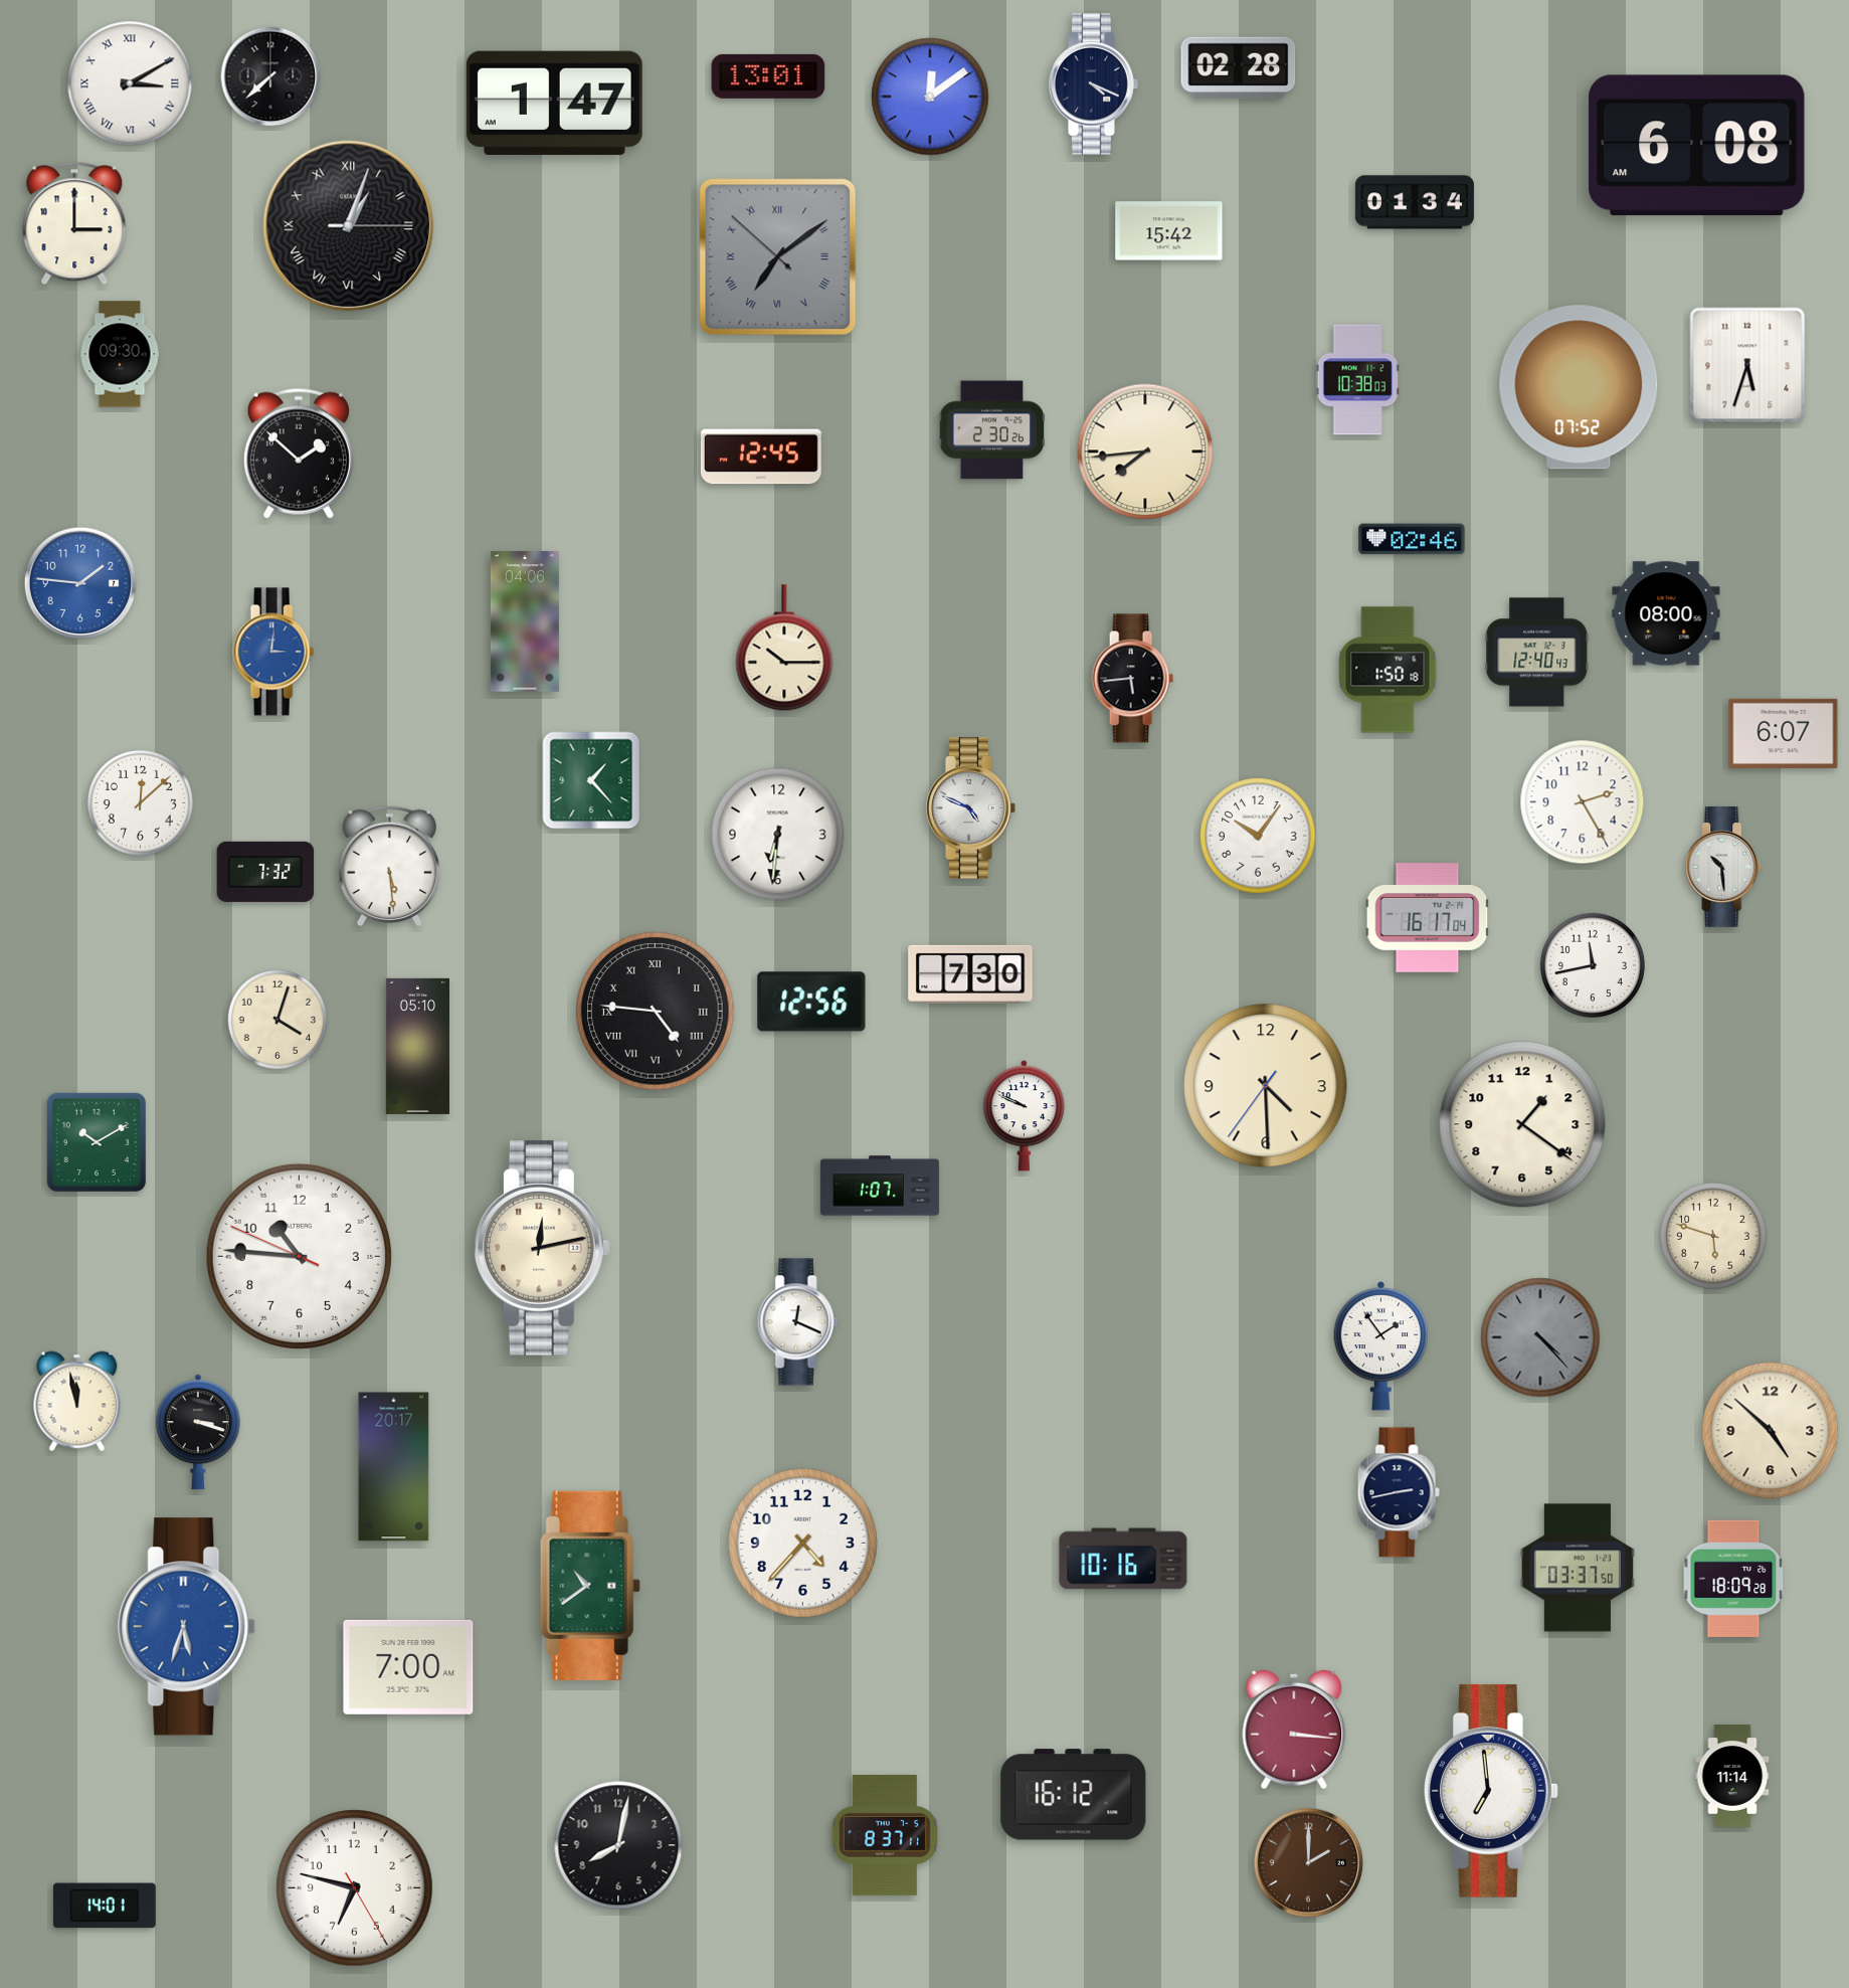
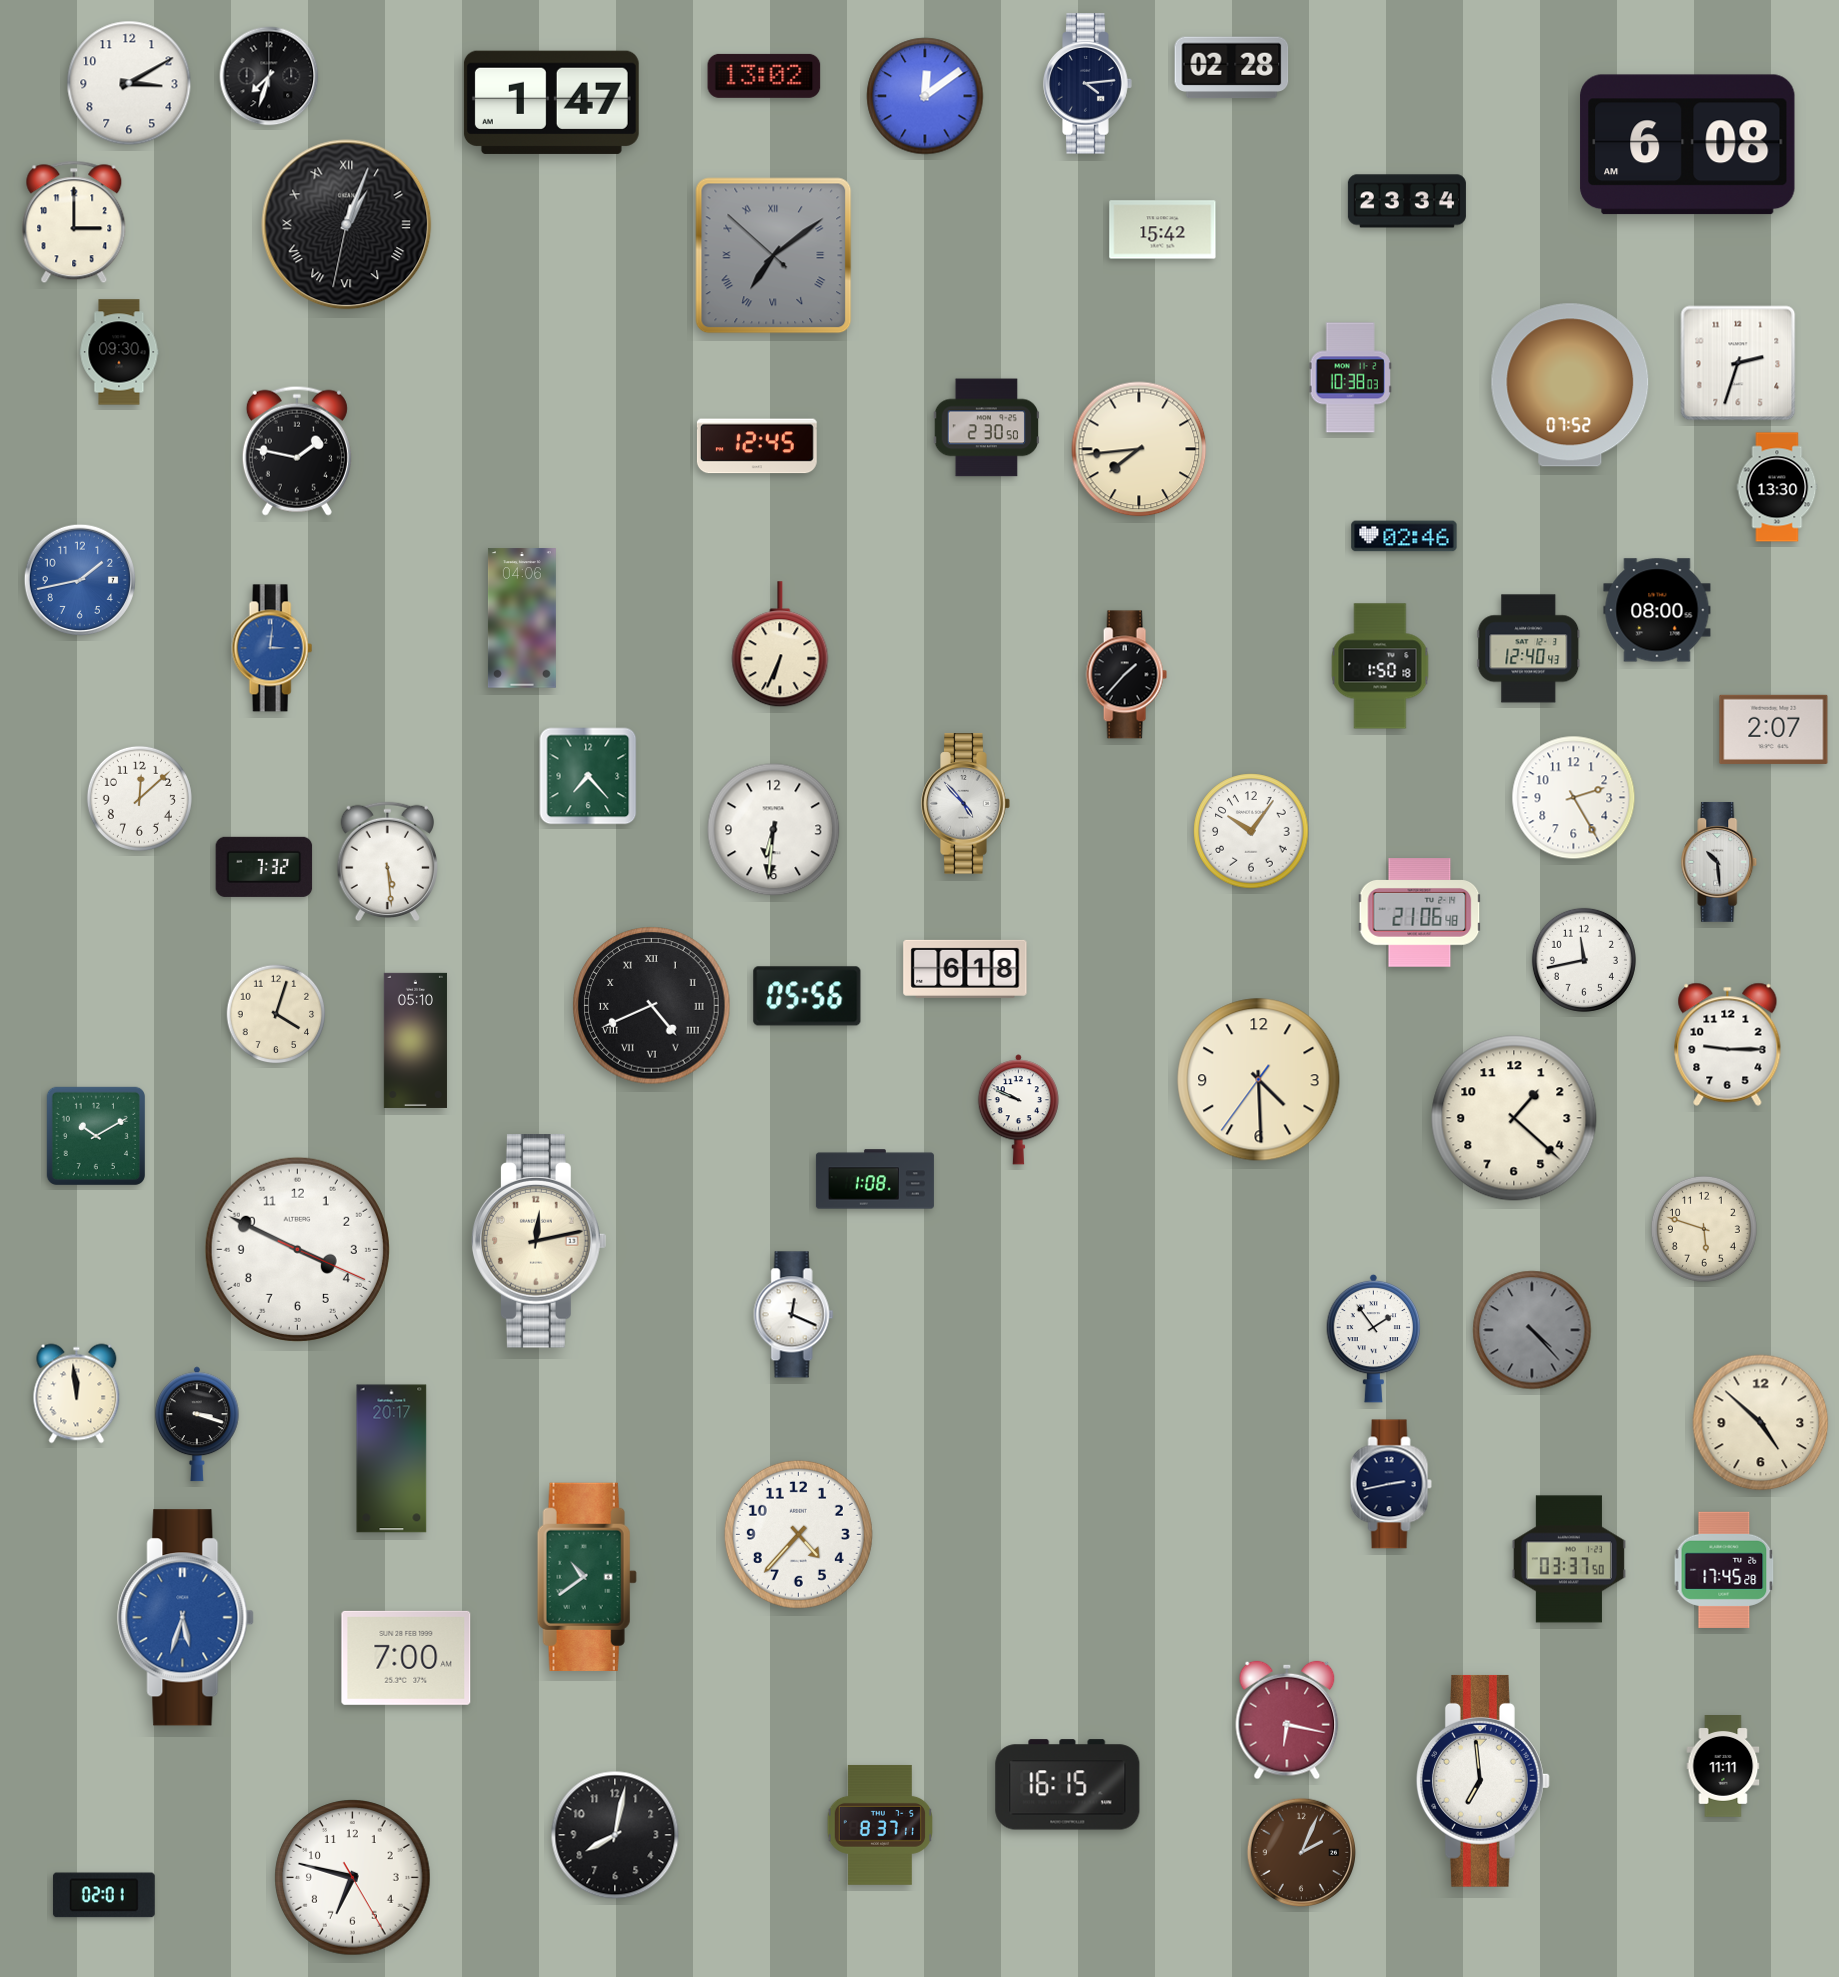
clock at (270, 76): 7:38 -> 7:33
clock at (768, 76): 13:01 -> 13:02
clock at (130, 83) numerals: Roman -> Arabic
clock at (1094, 84): 4:19 -> 4:14
clock at (1415, 202): 01:34 -> 23:34
clock at (349, 226): 1:03:15 -> 1:03:32
clock at (1747, 365): 5:33 -> 2:33
clock at (992, 430): 2:30:26 -> 2:30:50
clock at (299, 454): 1:52 -> 1:47
clock at (761, 457) position: (761, 457) -> (757, 446)
clock at (1777, 487): none -> 13:30
clock at (80, 583): 1:46 -> 1:43
clock at (784, 649): 10:15 -> 6:34
clock at (1132, 679): 5:44 -> 1:37
clock at (1784, 733): 6:07 -> 2:07
clock at (591, 780): 1:23 -> 7:23
clock at (971, 808): 4:49 -> 4:53
clock at (1723, 867) position: (1723, 867) -> (1719, 862)
clock at (1428, 918): 16:17 -> 21:06
clock at (970, 974): 7:30 -> 6:18
clock at (811, 1002): 12:56 -> 05:56
clock at (656, 1012): 4:46 -> 4:41
clock at (1728, 1044): none -> 9:15
clock at (1522, 1124): 1:21 -> 1:22
clock at (880, 1186): 1:07 -> 1:08
clock at (299, 1256): 10:45 -> 3:49
clock at (77, 1402): 11:58 -> 11:59
clock at (1123, 1559): 10:16 -> none
clock at (1733, 1579): 18:09 -> 17:45
clock at (1294, 1730): 3:16 -> 6:17
clock at (1732, 1777): 11:14 -> 11:11
clock at (1074, 1795): 16:12 -> 16:15
clock at (1308, 1862): 2:00 -> 2:04
clock at (105, 1906): 14:01 -> 02:01
